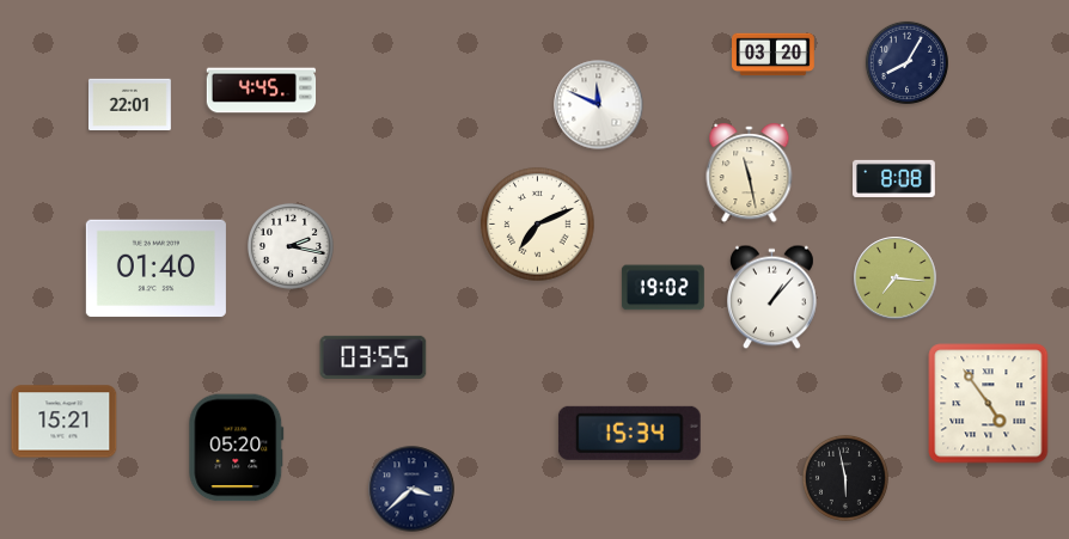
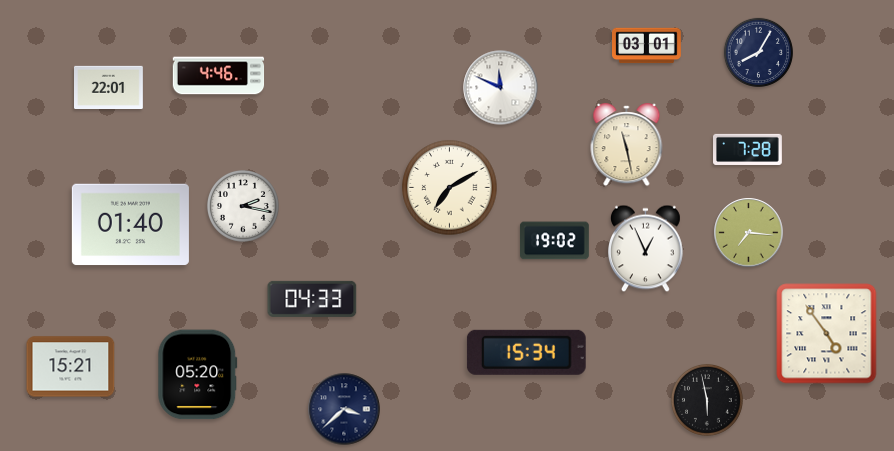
clock at (774, 55): 03:20 -> 03:01
clock at (262, 91): 4:45 -> 4:46
clock at (894, 178): 8:08 -> 7:28
clock at (538, 225): 7:11 -> 7:10
clock at (772, 298): 1:07 -> 12:56
clock at (373, 357): 03:55 -> 04:33
clock at (989, 404) position: (989, 404) -> (827, 334)
clock at (65, 422) position: (65, 422) -> (71, 367)
clock at (629, 433) position: (629, 433) -> (526, 352)
